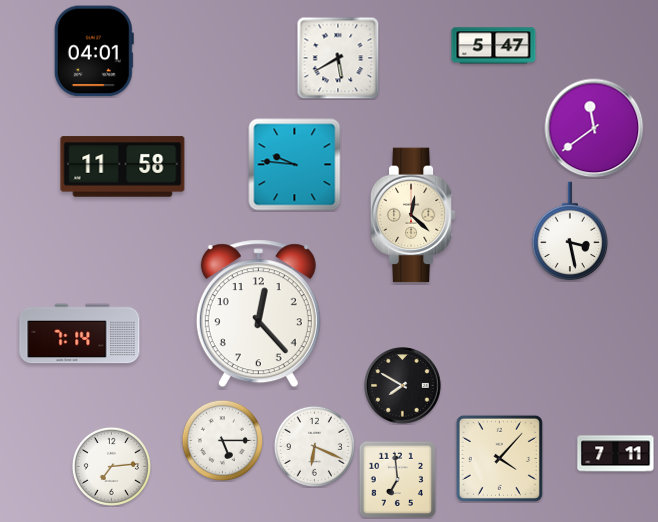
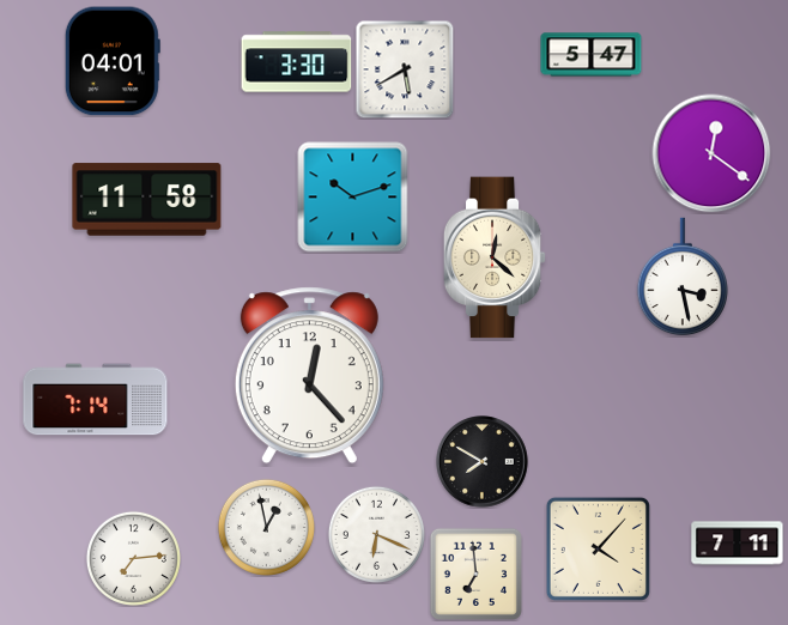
clock at (297, 62): none -> 3:30
clock at (594, 128): 11:39 -> 12:21
clock at (295, 165): 9:46 -> 10:12
clock at (222, 440): 5:15 -> 12:58
